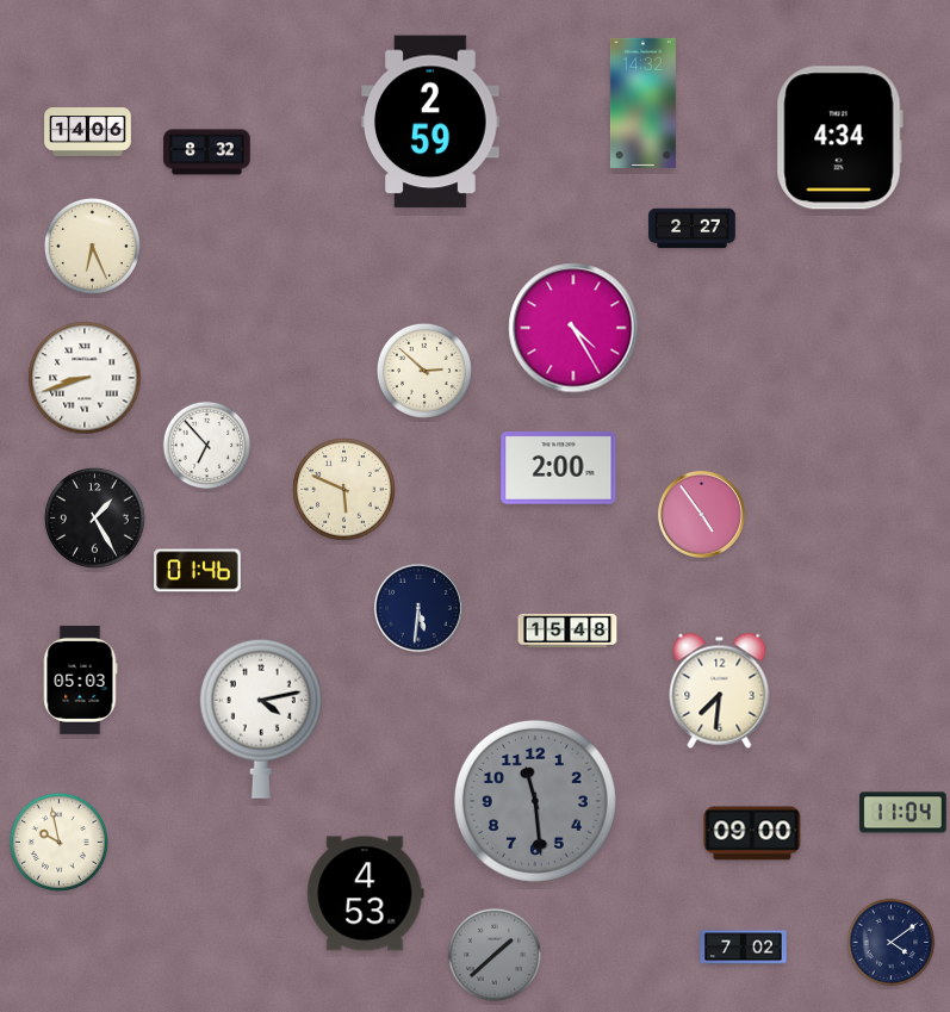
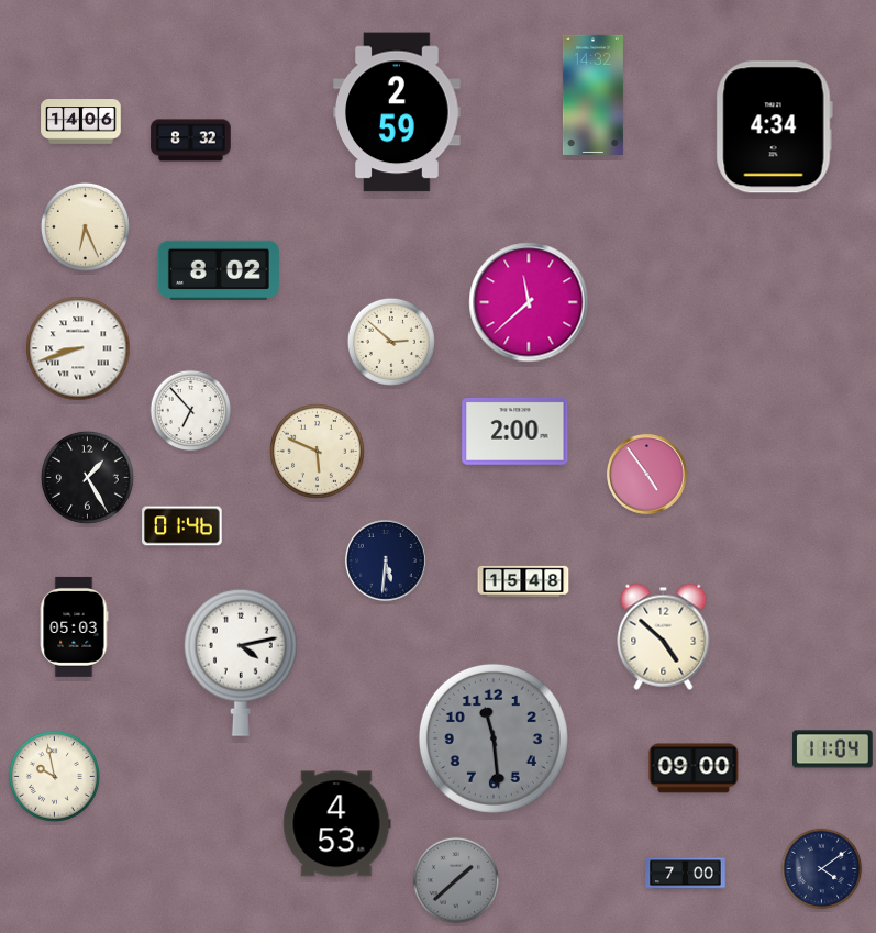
clock at (693, 229): 2:27 -> none
clock at (219, 269): none -> 8:02
clock at (573, 328): 4:25 -> 11:38
clock at (720, 690): 7:31 -> 4:52
clock at (744, 948): 7:02 -> 7:00
